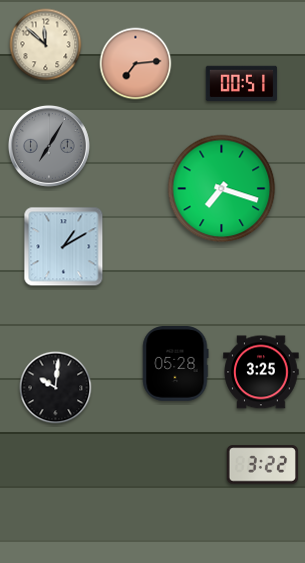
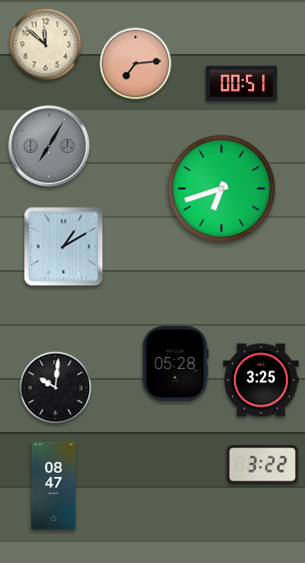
clock at (222, 189): 7:18 -> 6:42
clock at (261, 372) position: (261, 372) -> (261, 380)
clock at (54, 486): none -> 08:47
